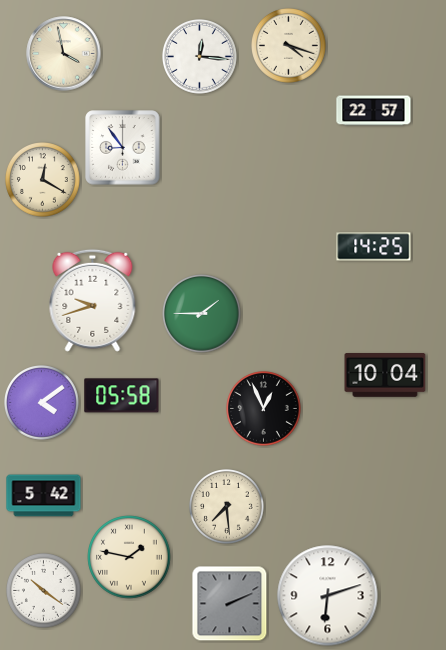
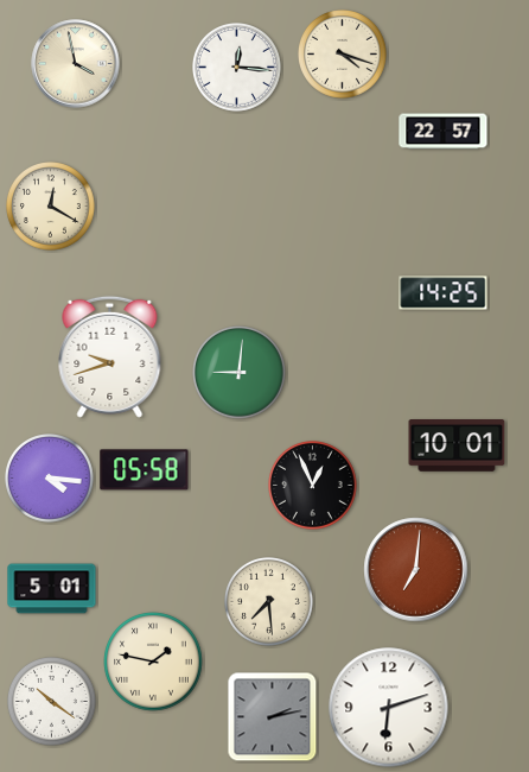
clock at (123, 148): 8:54 -> none
clock at (43, 180) position: (43, 180) -> (51, 207)
clock at (202, 314): 1:45 -> 9:01
clock at (385, 376): 10:04 -> 10:01
clock at (42, 403): 4:09 -> 4:16
clock at (416, 570): none -> 7:01
clock at (44, 496): 5:42 -> 5:01
clock at (230, 604): 2:11 -> 2:13
